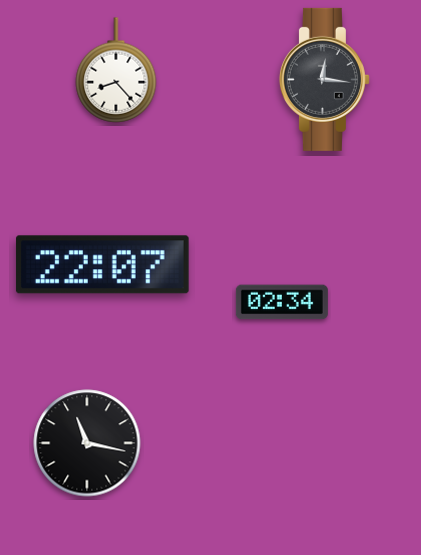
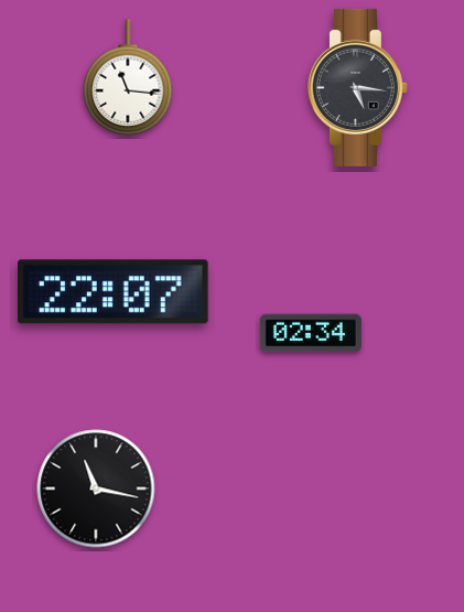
clock at (116, 70): 8:23 -> 11:16
clock at (324, 79): 12:16 -> 5:16
